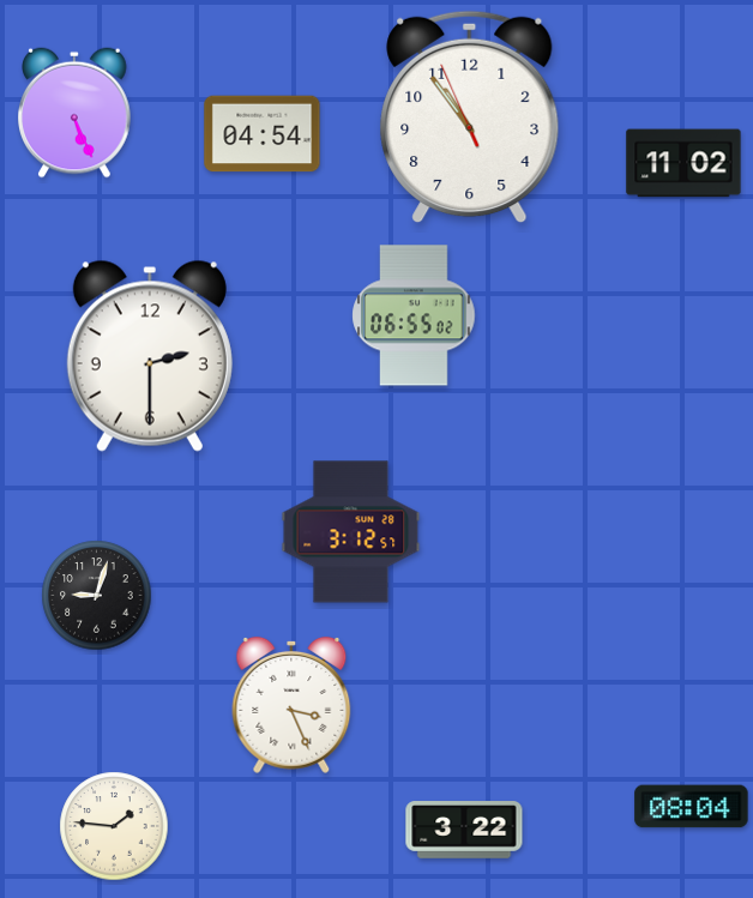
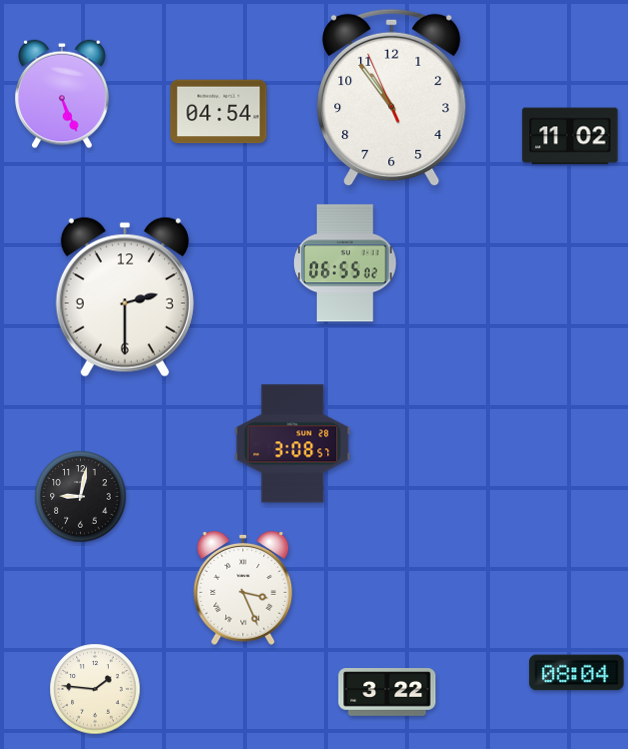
clock at (351, 532): 3:12 -> 3:08
clock at (97, 596): 9:03 -> 9:02
